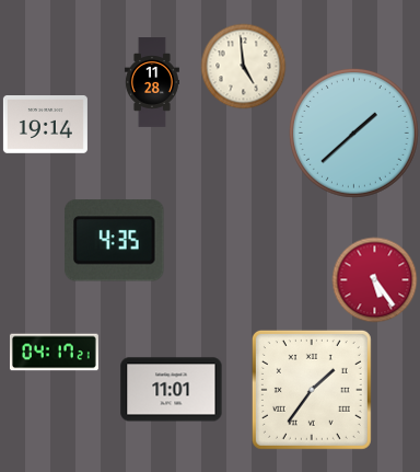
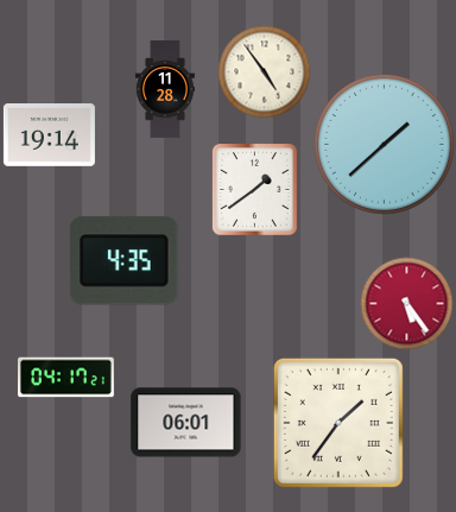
clock at (243, 66): 4:59 -> 4:54
clock at (255, 190): none -> 1:39
clock at (54, 353) position: (54, 353) -> (65, 378)
clock at (172, 390): 11:01 -> 06:01
